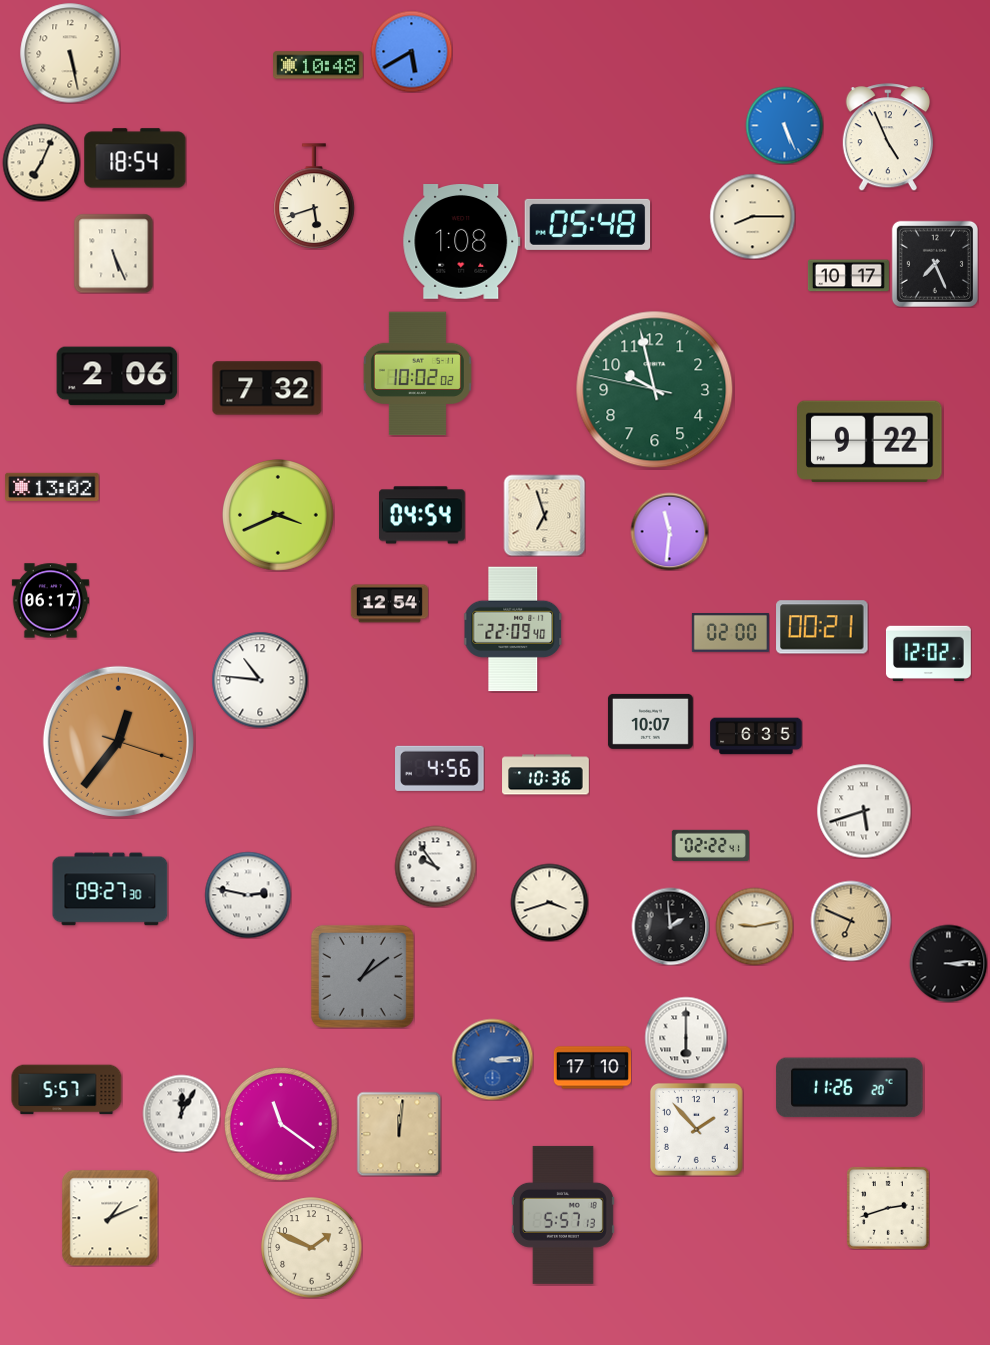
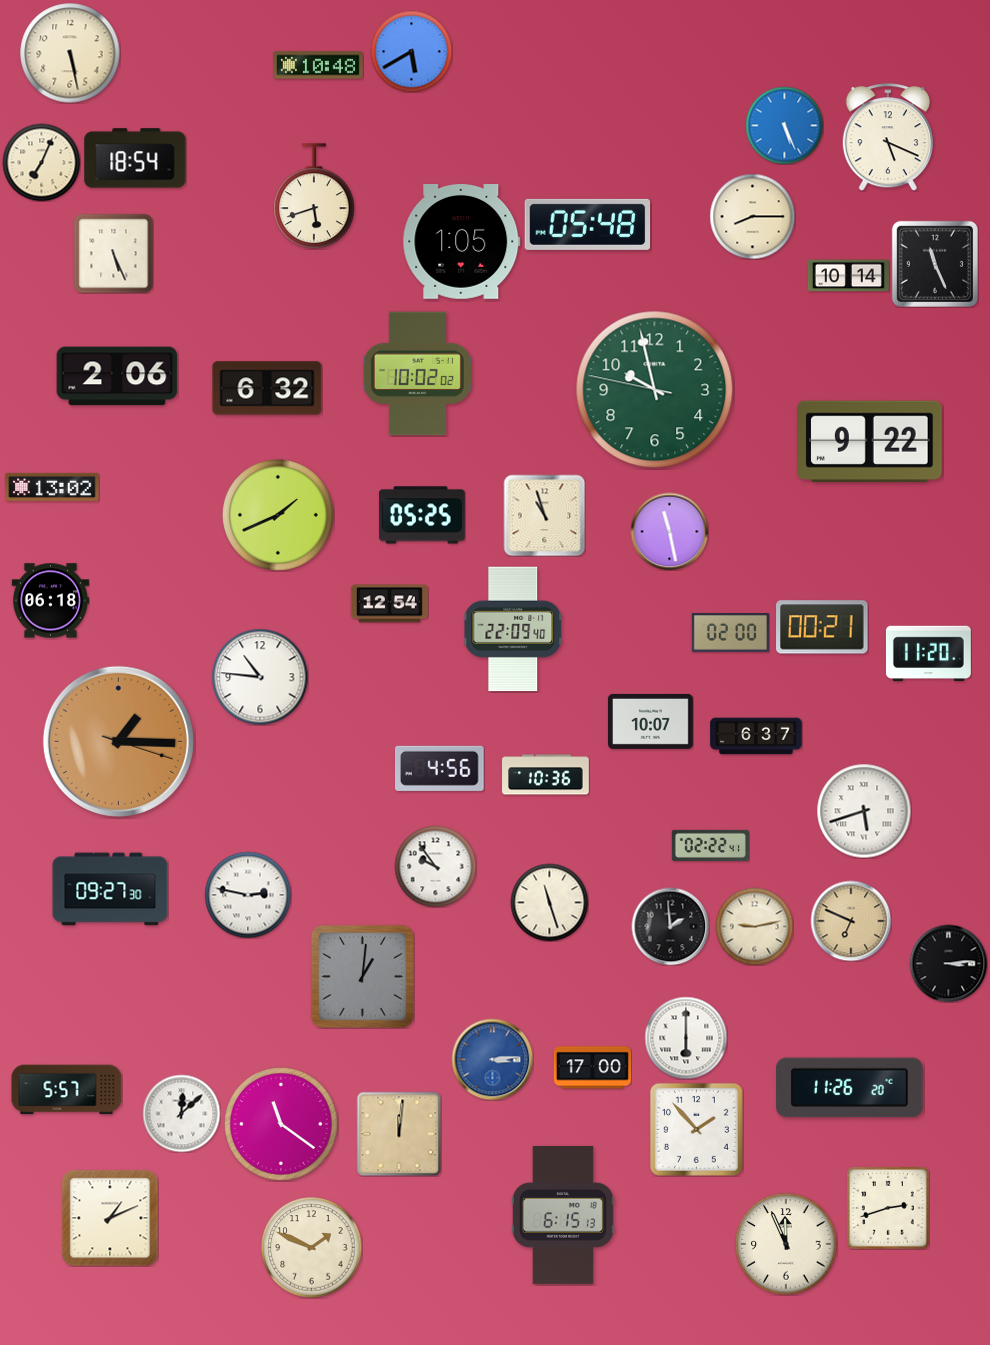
clock at (888, 137): 4:56 -> 5:19
clock at (462, 242): 1:08 -> 1:05
clock at (935, 264): 7:26 -> 11:26
clock at (848, 276): 10:17 -> 10:14
clock at (267, 388): 7:32 -> 6:32
clock at (423, 515): 04:54 -> 05:25
clock at (544, 515): 6:57 -> 10:57
clock at (279, 516): 3:41 -> 1:41
clock at (669, 531): 11:31 -> 11:28
clock at (50, 601): 06:17 -> 06:18
clock at (928, 654): 12:02 -> 11:20
clock at (260, 680) position: (260, 680) -> (260, 677)
clock at (756, 736): 6:35 -> 6:37
clock at (118, 741): 12:36 -> 1:15
clock at (549, 902): 3:42 -> 11:27
clock at (362, 976): 1:09 -> 1:01
clock at (592, 1068): 17:10 -> 17:00
clock at (181, 1113): 12:05 -> 12:08
clock at (563, 1215): 5:57 -> 6:15
clock at (786, 1244): none -> 11:56
